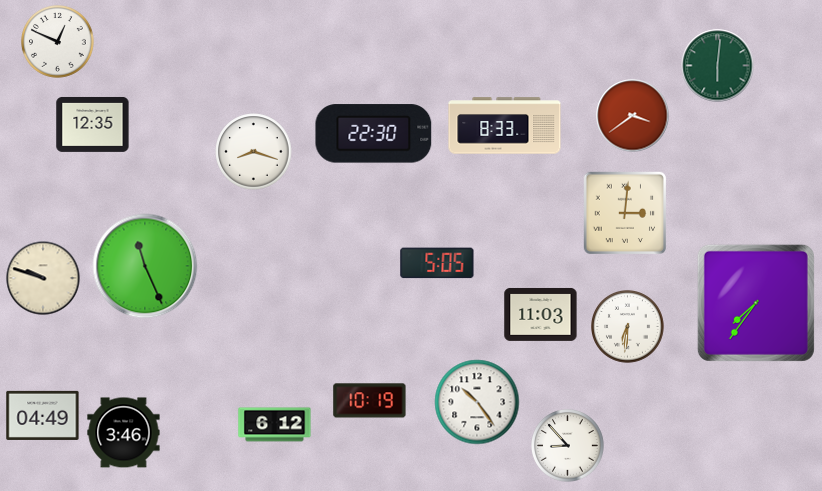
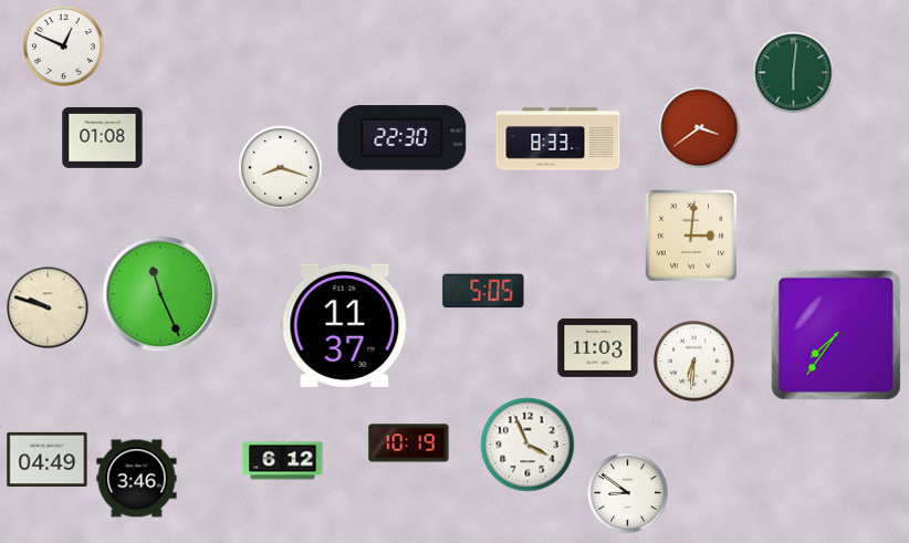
clock at (93, 124): 12:35 -> 01:08
clock at (374, 134) position: (374, 134) -> (403, 138)
clock at (345, 325): none -> 11:37
clock at (477, 402): 10:24 -> 3:56
clock at (275, 425) position: (275, 425) -> (283, 461)
clock at (568, 446): 8:53 -> 8:51
